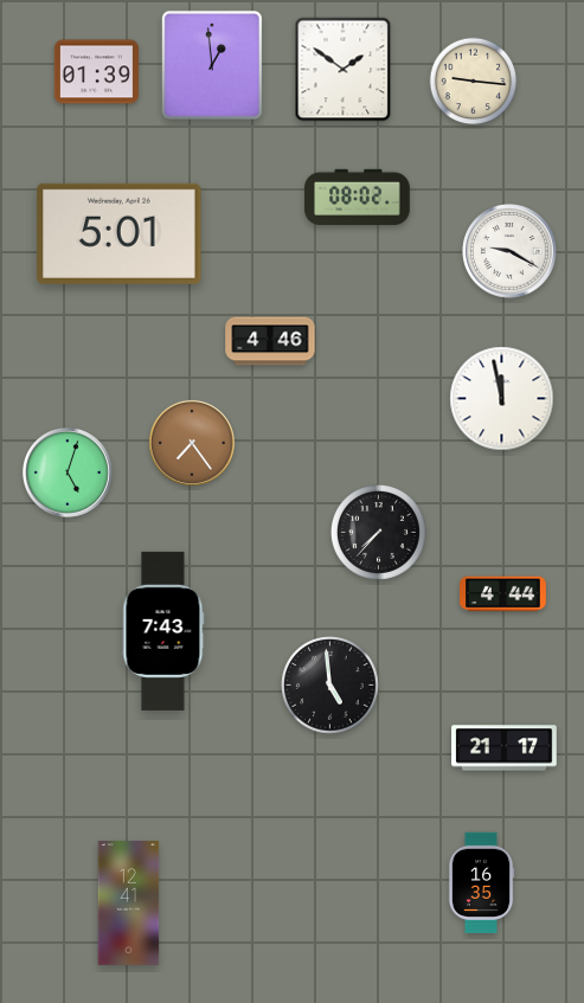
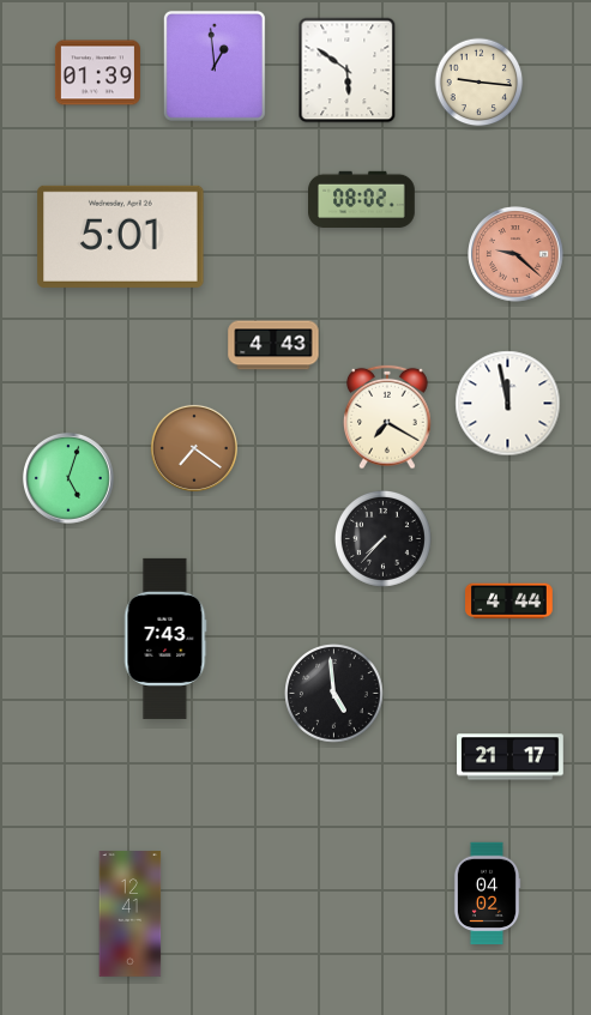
clock at (344, 70): 1:51 -> 5:51
clock at (509, 251): 9:20 -> 9:22
clock at (509, 251) dial: white -> salmon
clock at (270, 341): 4:46 -> 4:43
clock at (388, 417): none -> 7:20
clock at (192, 443): 7:24 -> 7:21
clock at (481, 883): 16:35 -> 04:02
